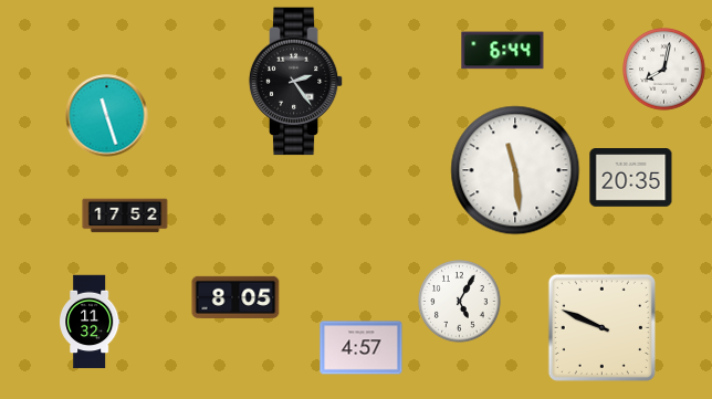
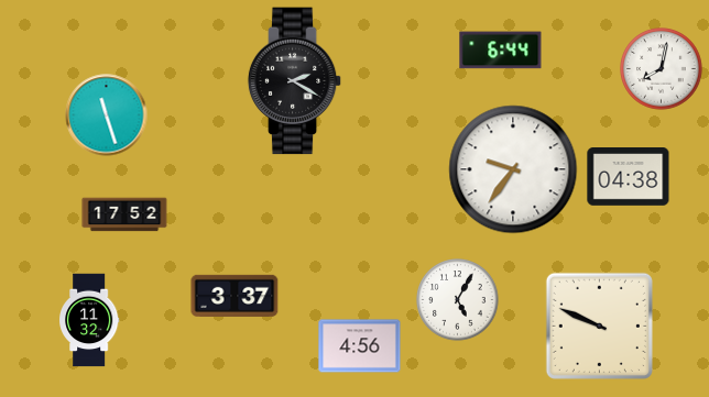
clock at (296, 82): 2:24 -> 2:20
clock at (515, 170): 11:29 -> 9:36
clock at (631, 178): 20:35 -> 04:38
clock at (235, 297): 8:05 -> 3:37
clock at (362, 348): 4:57 -> 4:56
